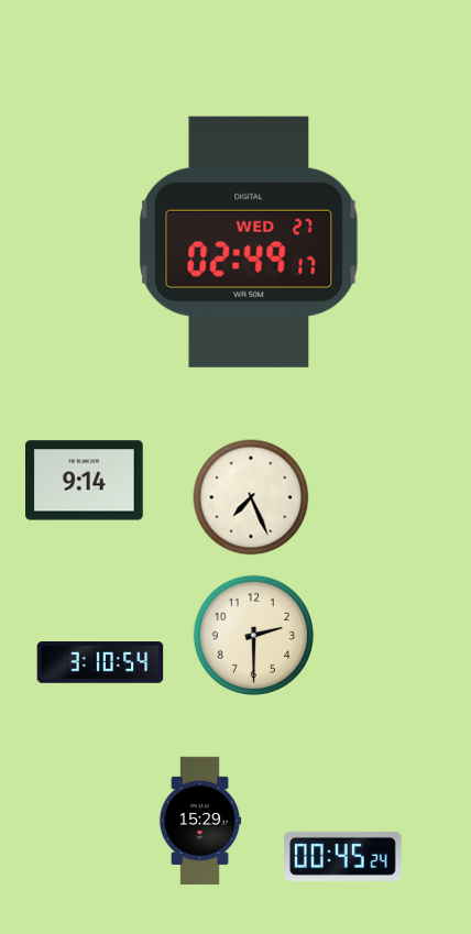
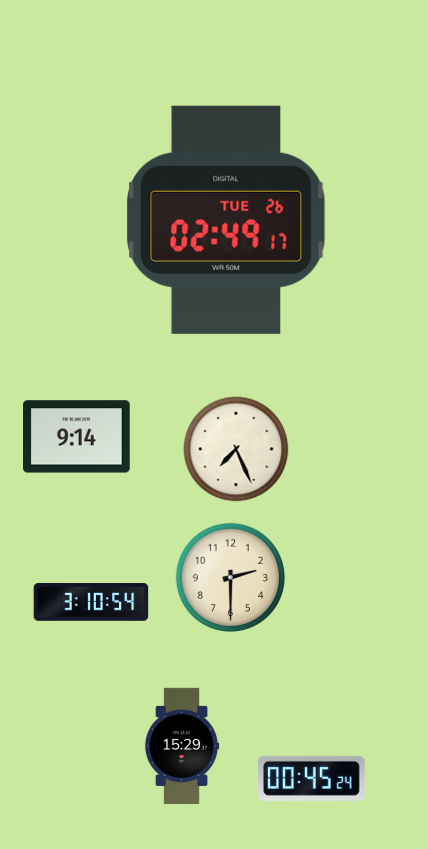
clock at (249, 242) date: WED 27 -> TUE 26
clock at (251, 497) position: (251, 497) -> (236, 449)
